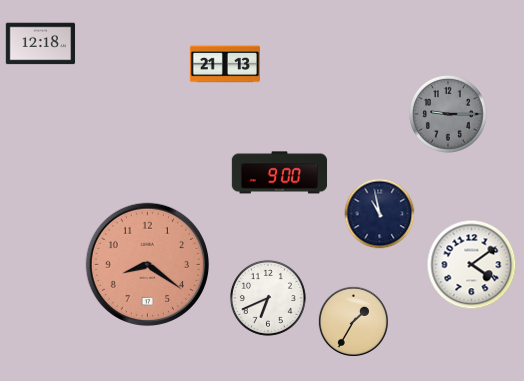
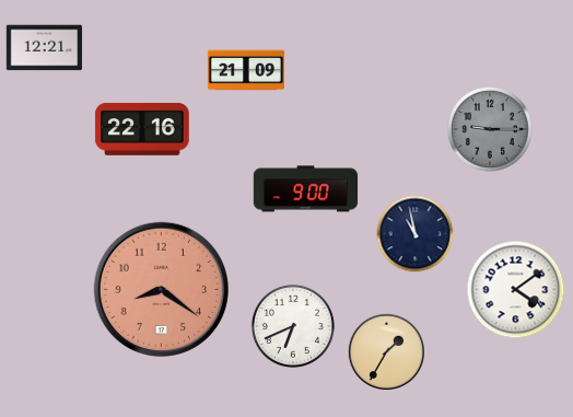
clock at (41, 44): 12:18 -> 12:21
clock at (225, 64): 21:13 -> 21:09
clock at (449, 115) position: (449, 115) -> (491, 130)
clock at (142, 129): none -> 22:16
